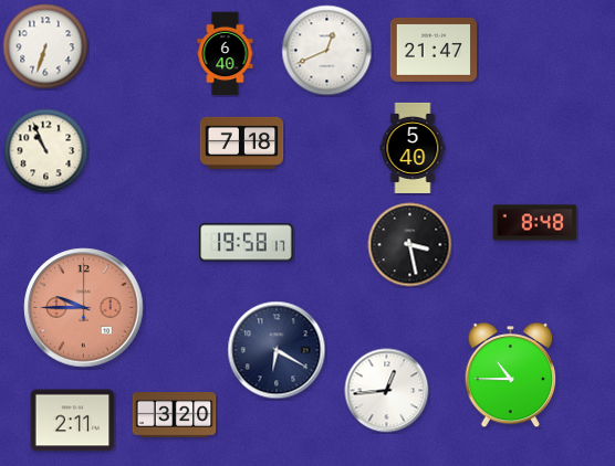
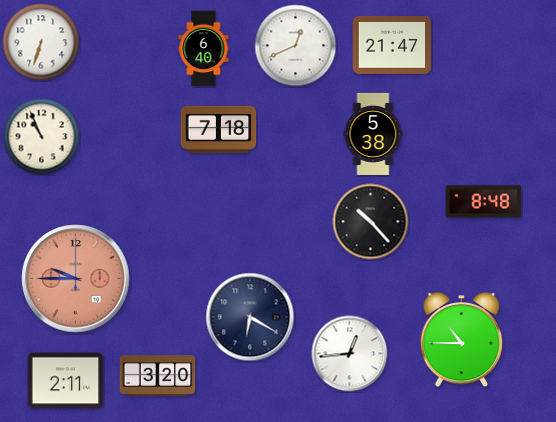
clock at (413, 148): 5:40 -> 5:38
clock at (246, 243): 19:58 -> none
clock at (410, 245): 3:28 -> 10:23
